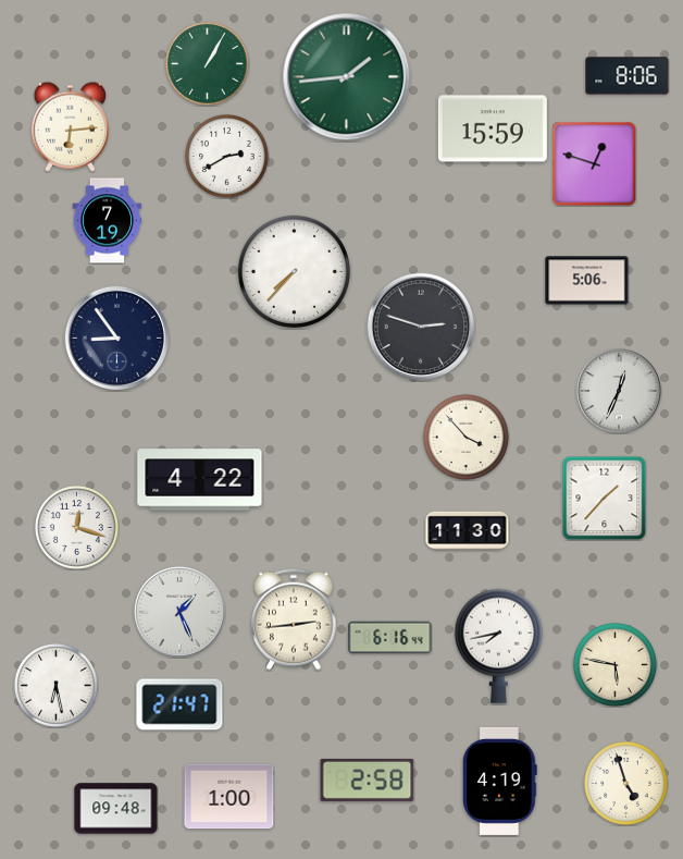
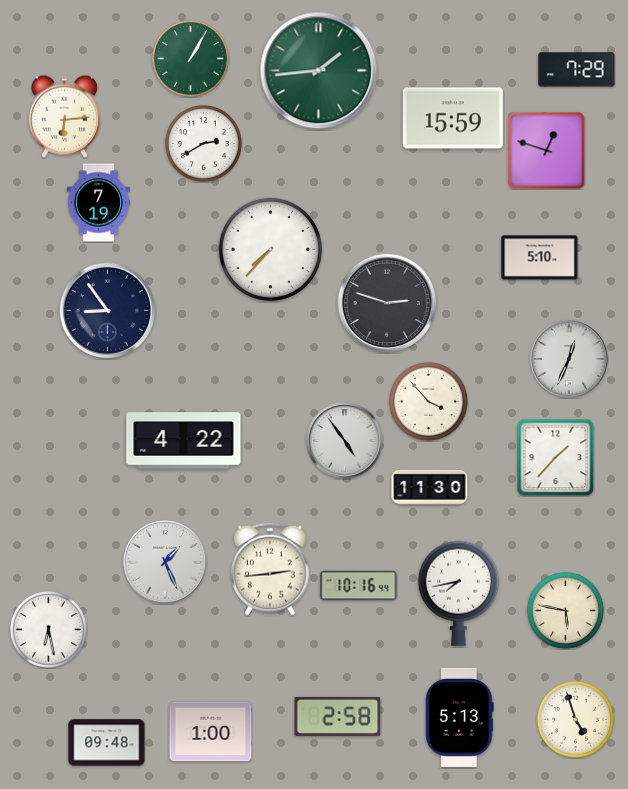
clock at (628, 76): 8:06 -> 7:29
clock at (227, 157) position: (227, 157) -> (204, 144)
clock at (587, 281): 5:06 -> 5:10
clock at (421, 327) position: (421, 327) -> (387, 303)
clock at (345, 441): none -> 4:54
clock at (77, 528): 12:18 -> none
clock at (390, 638): 6:16 -> 10:16
clock at (57, 686) position: (57, 686) -> (49, 630)
clock at (179, 704): 21:47 -> none
clock at (500, 781): 4:19 -> 5:13
